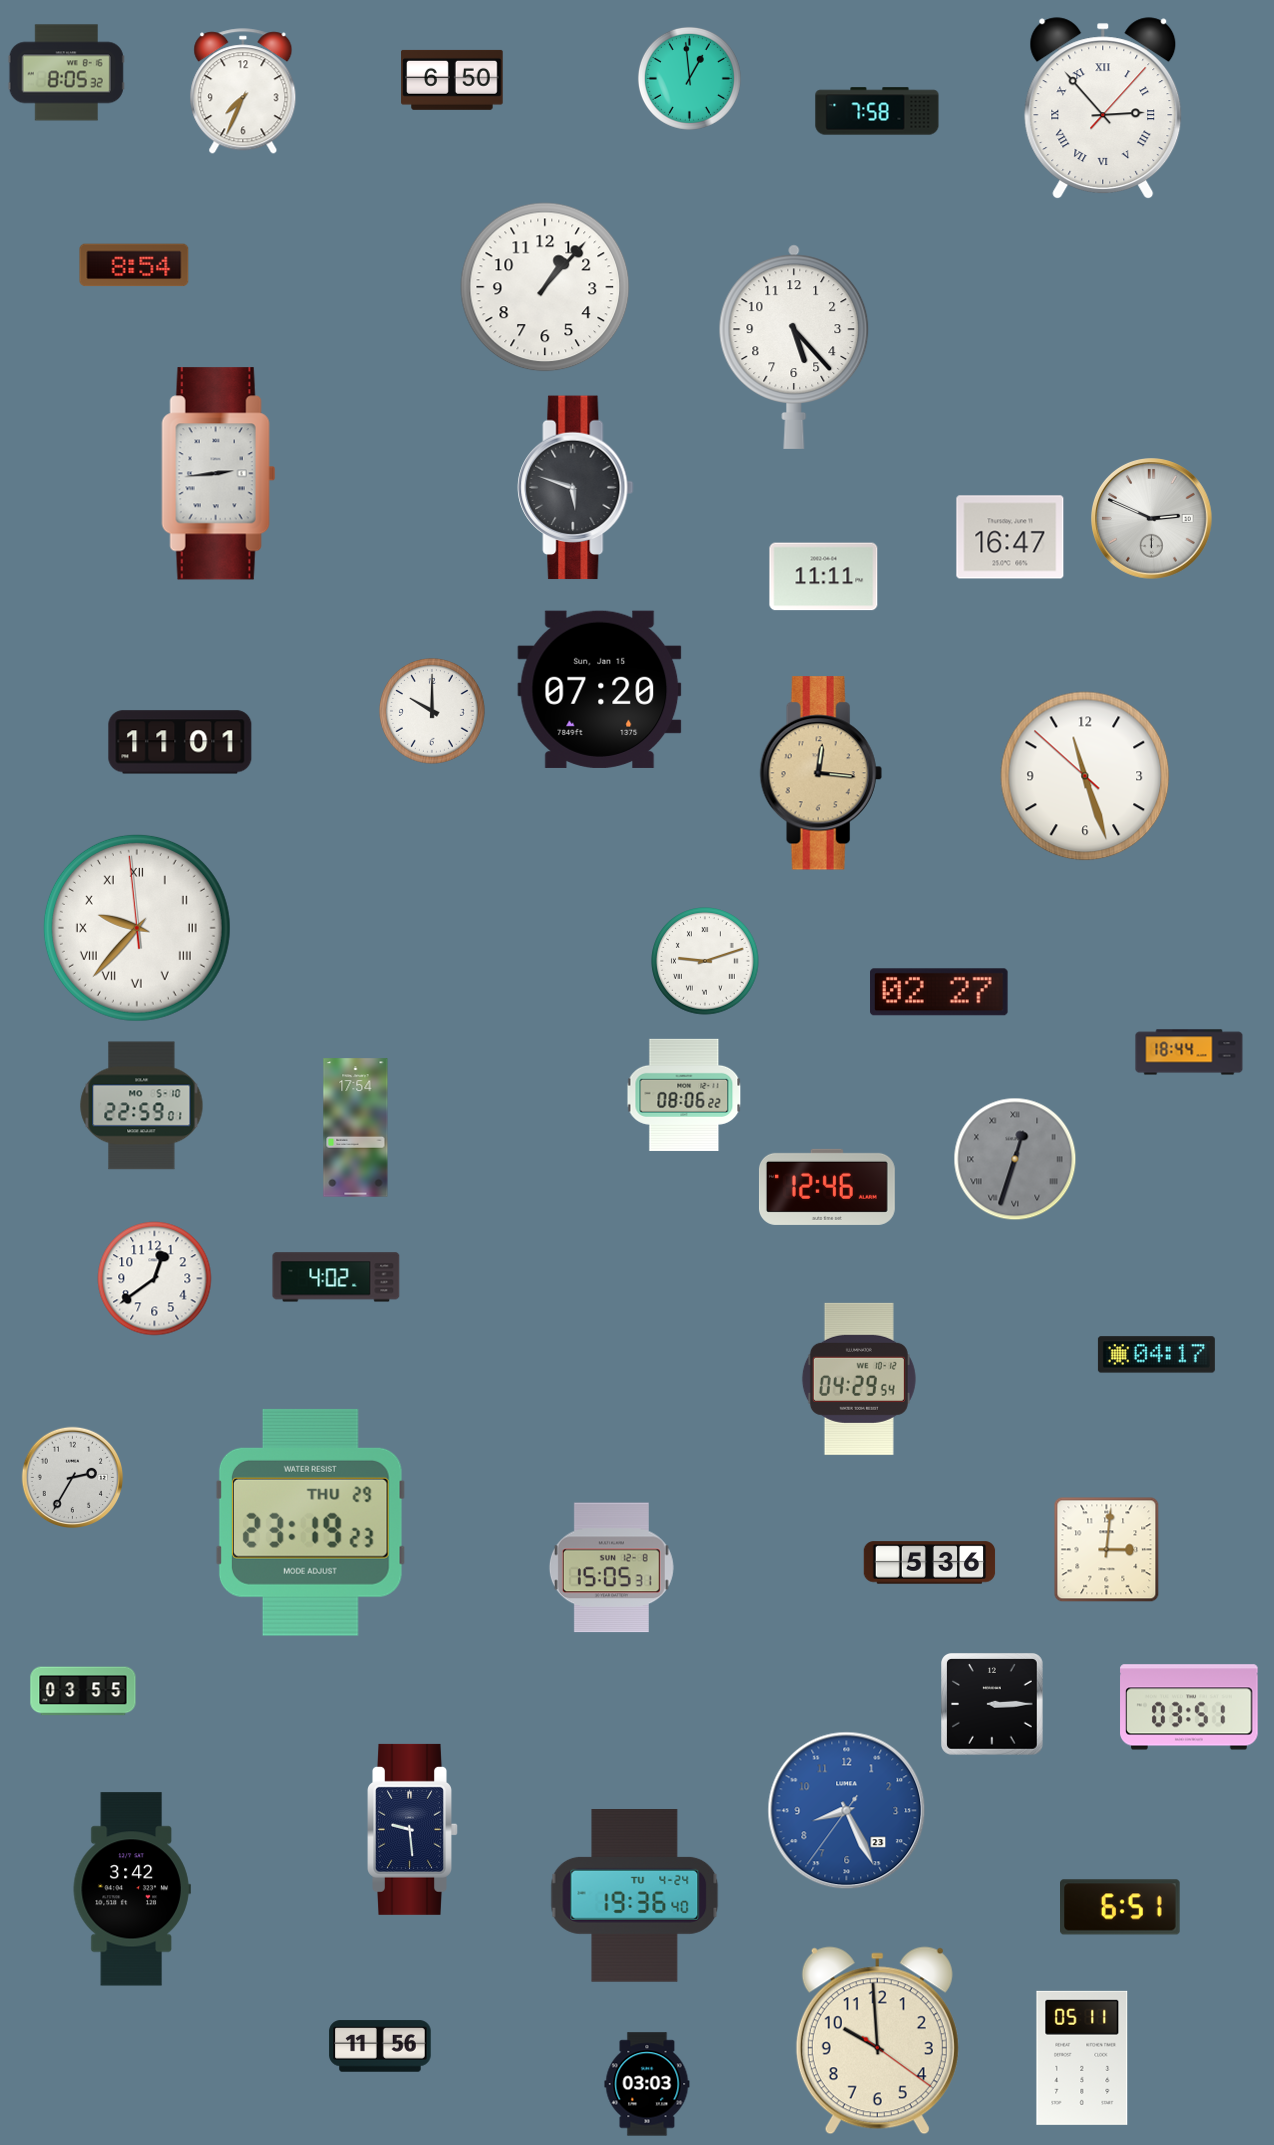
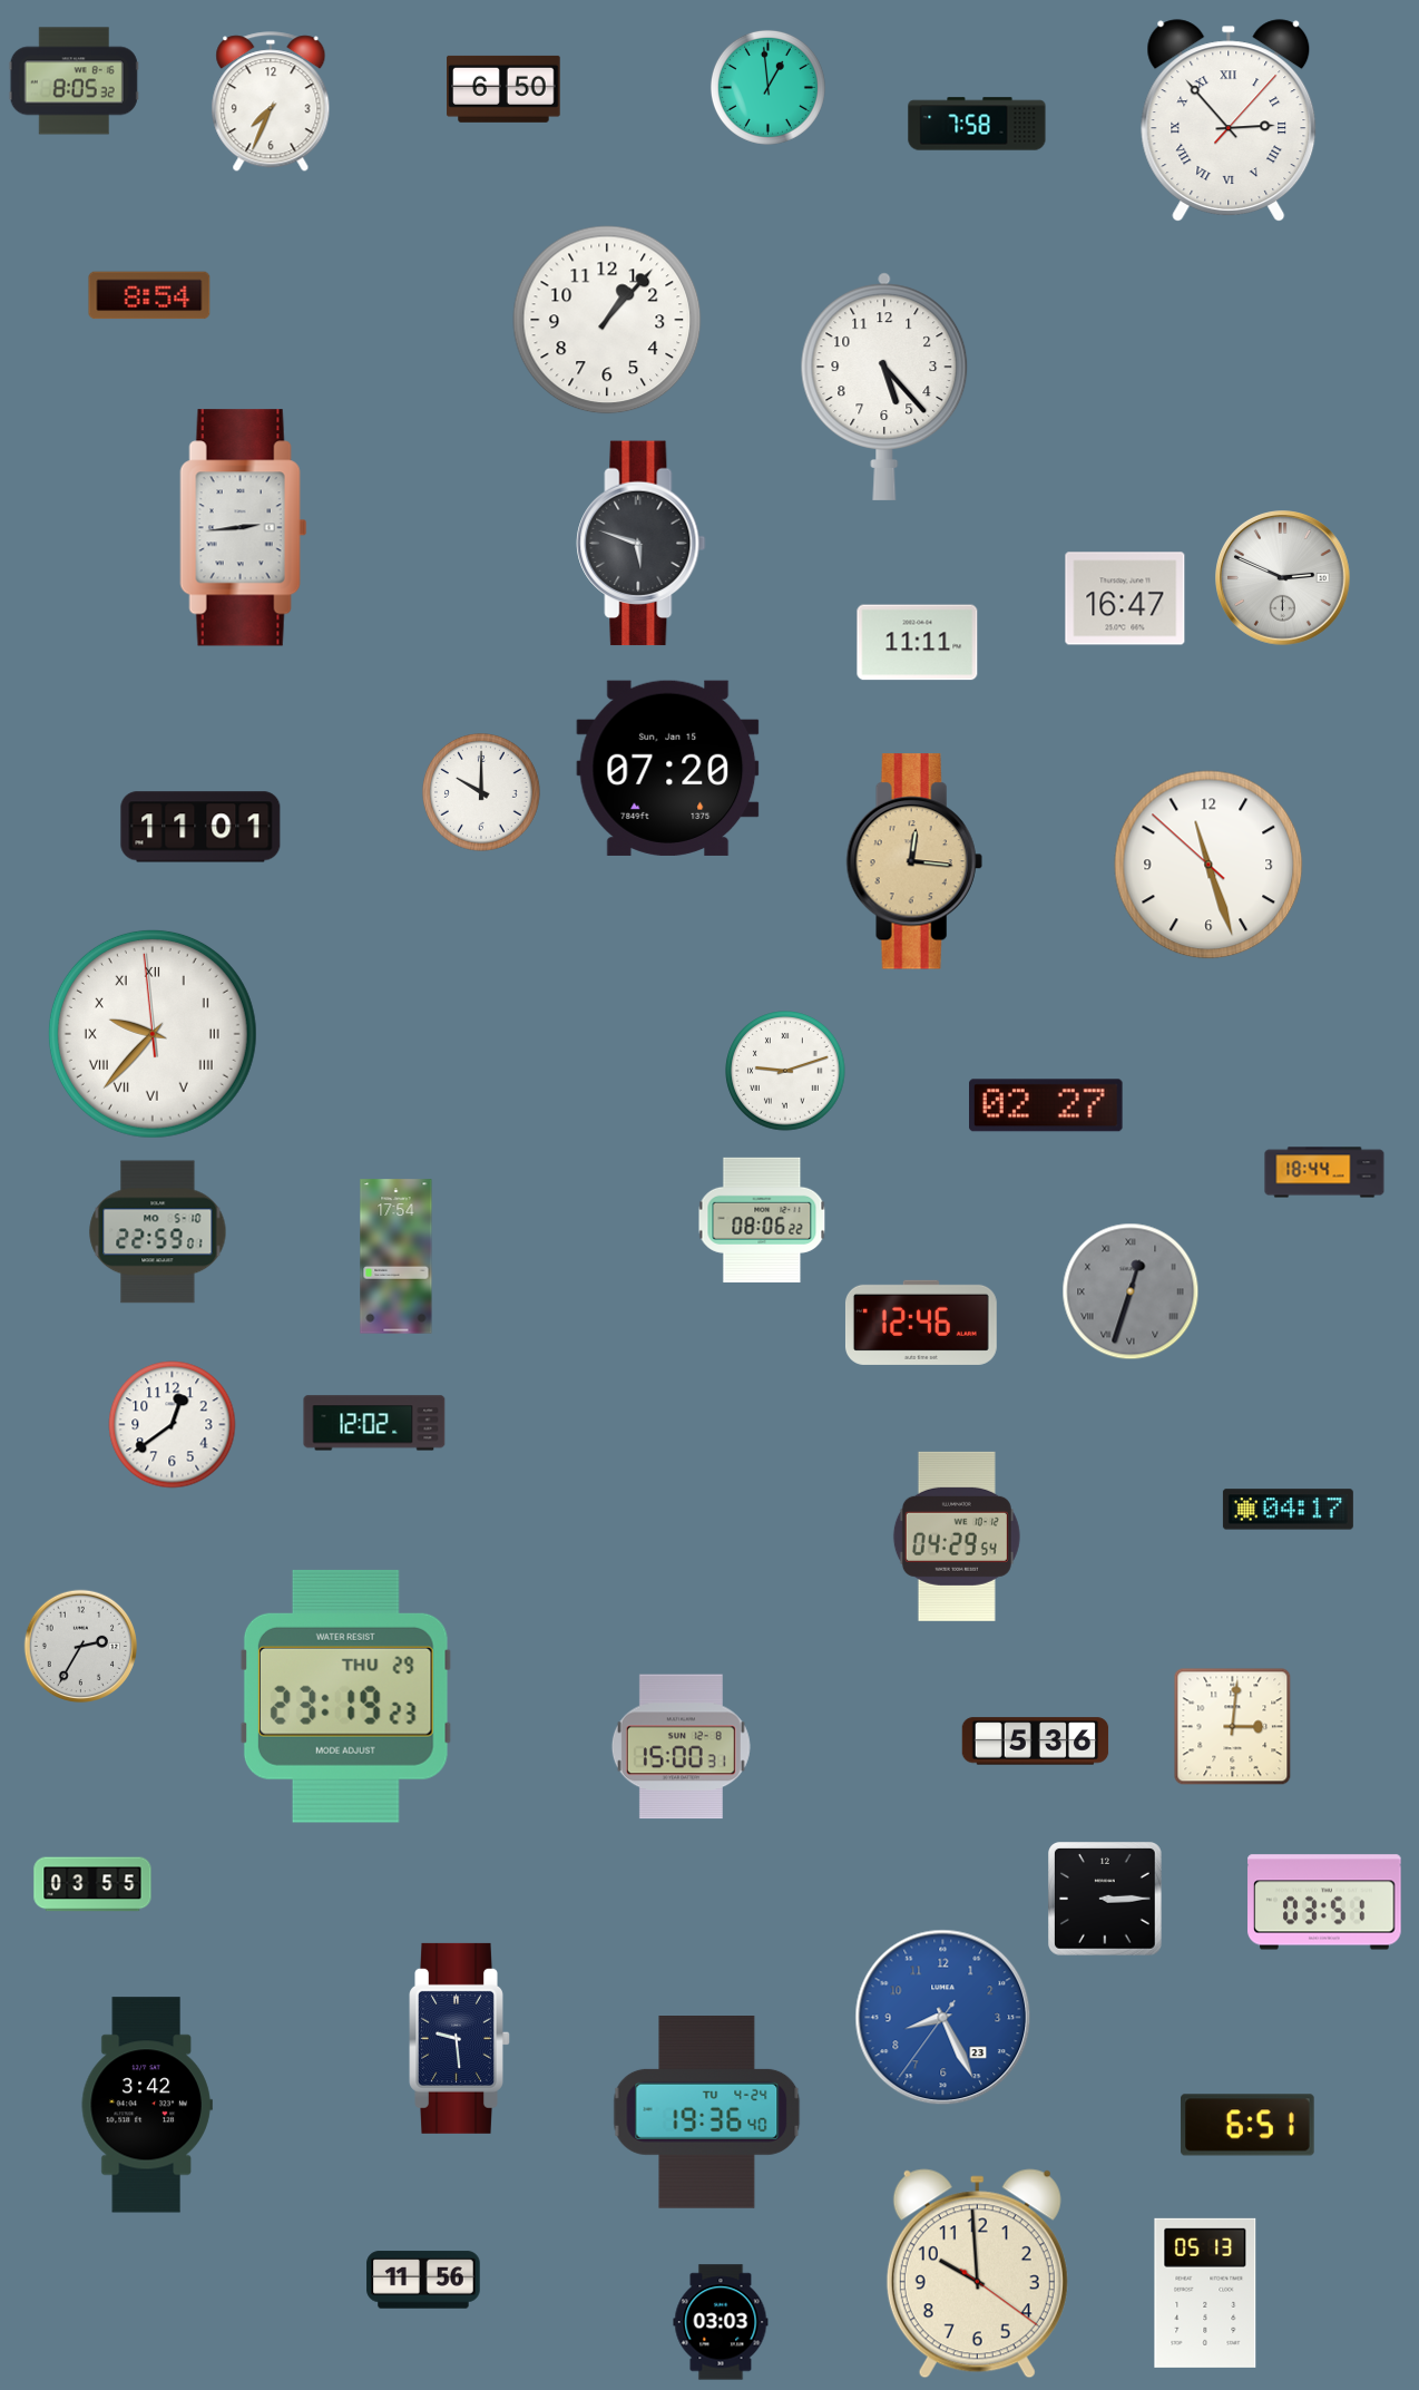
clock at (336, 1277): 4:02 -> 12:02
clock at (611, 1568): 15:05 -> 15:00
clock at (1082, 2058): 05:11 -> 05:13
